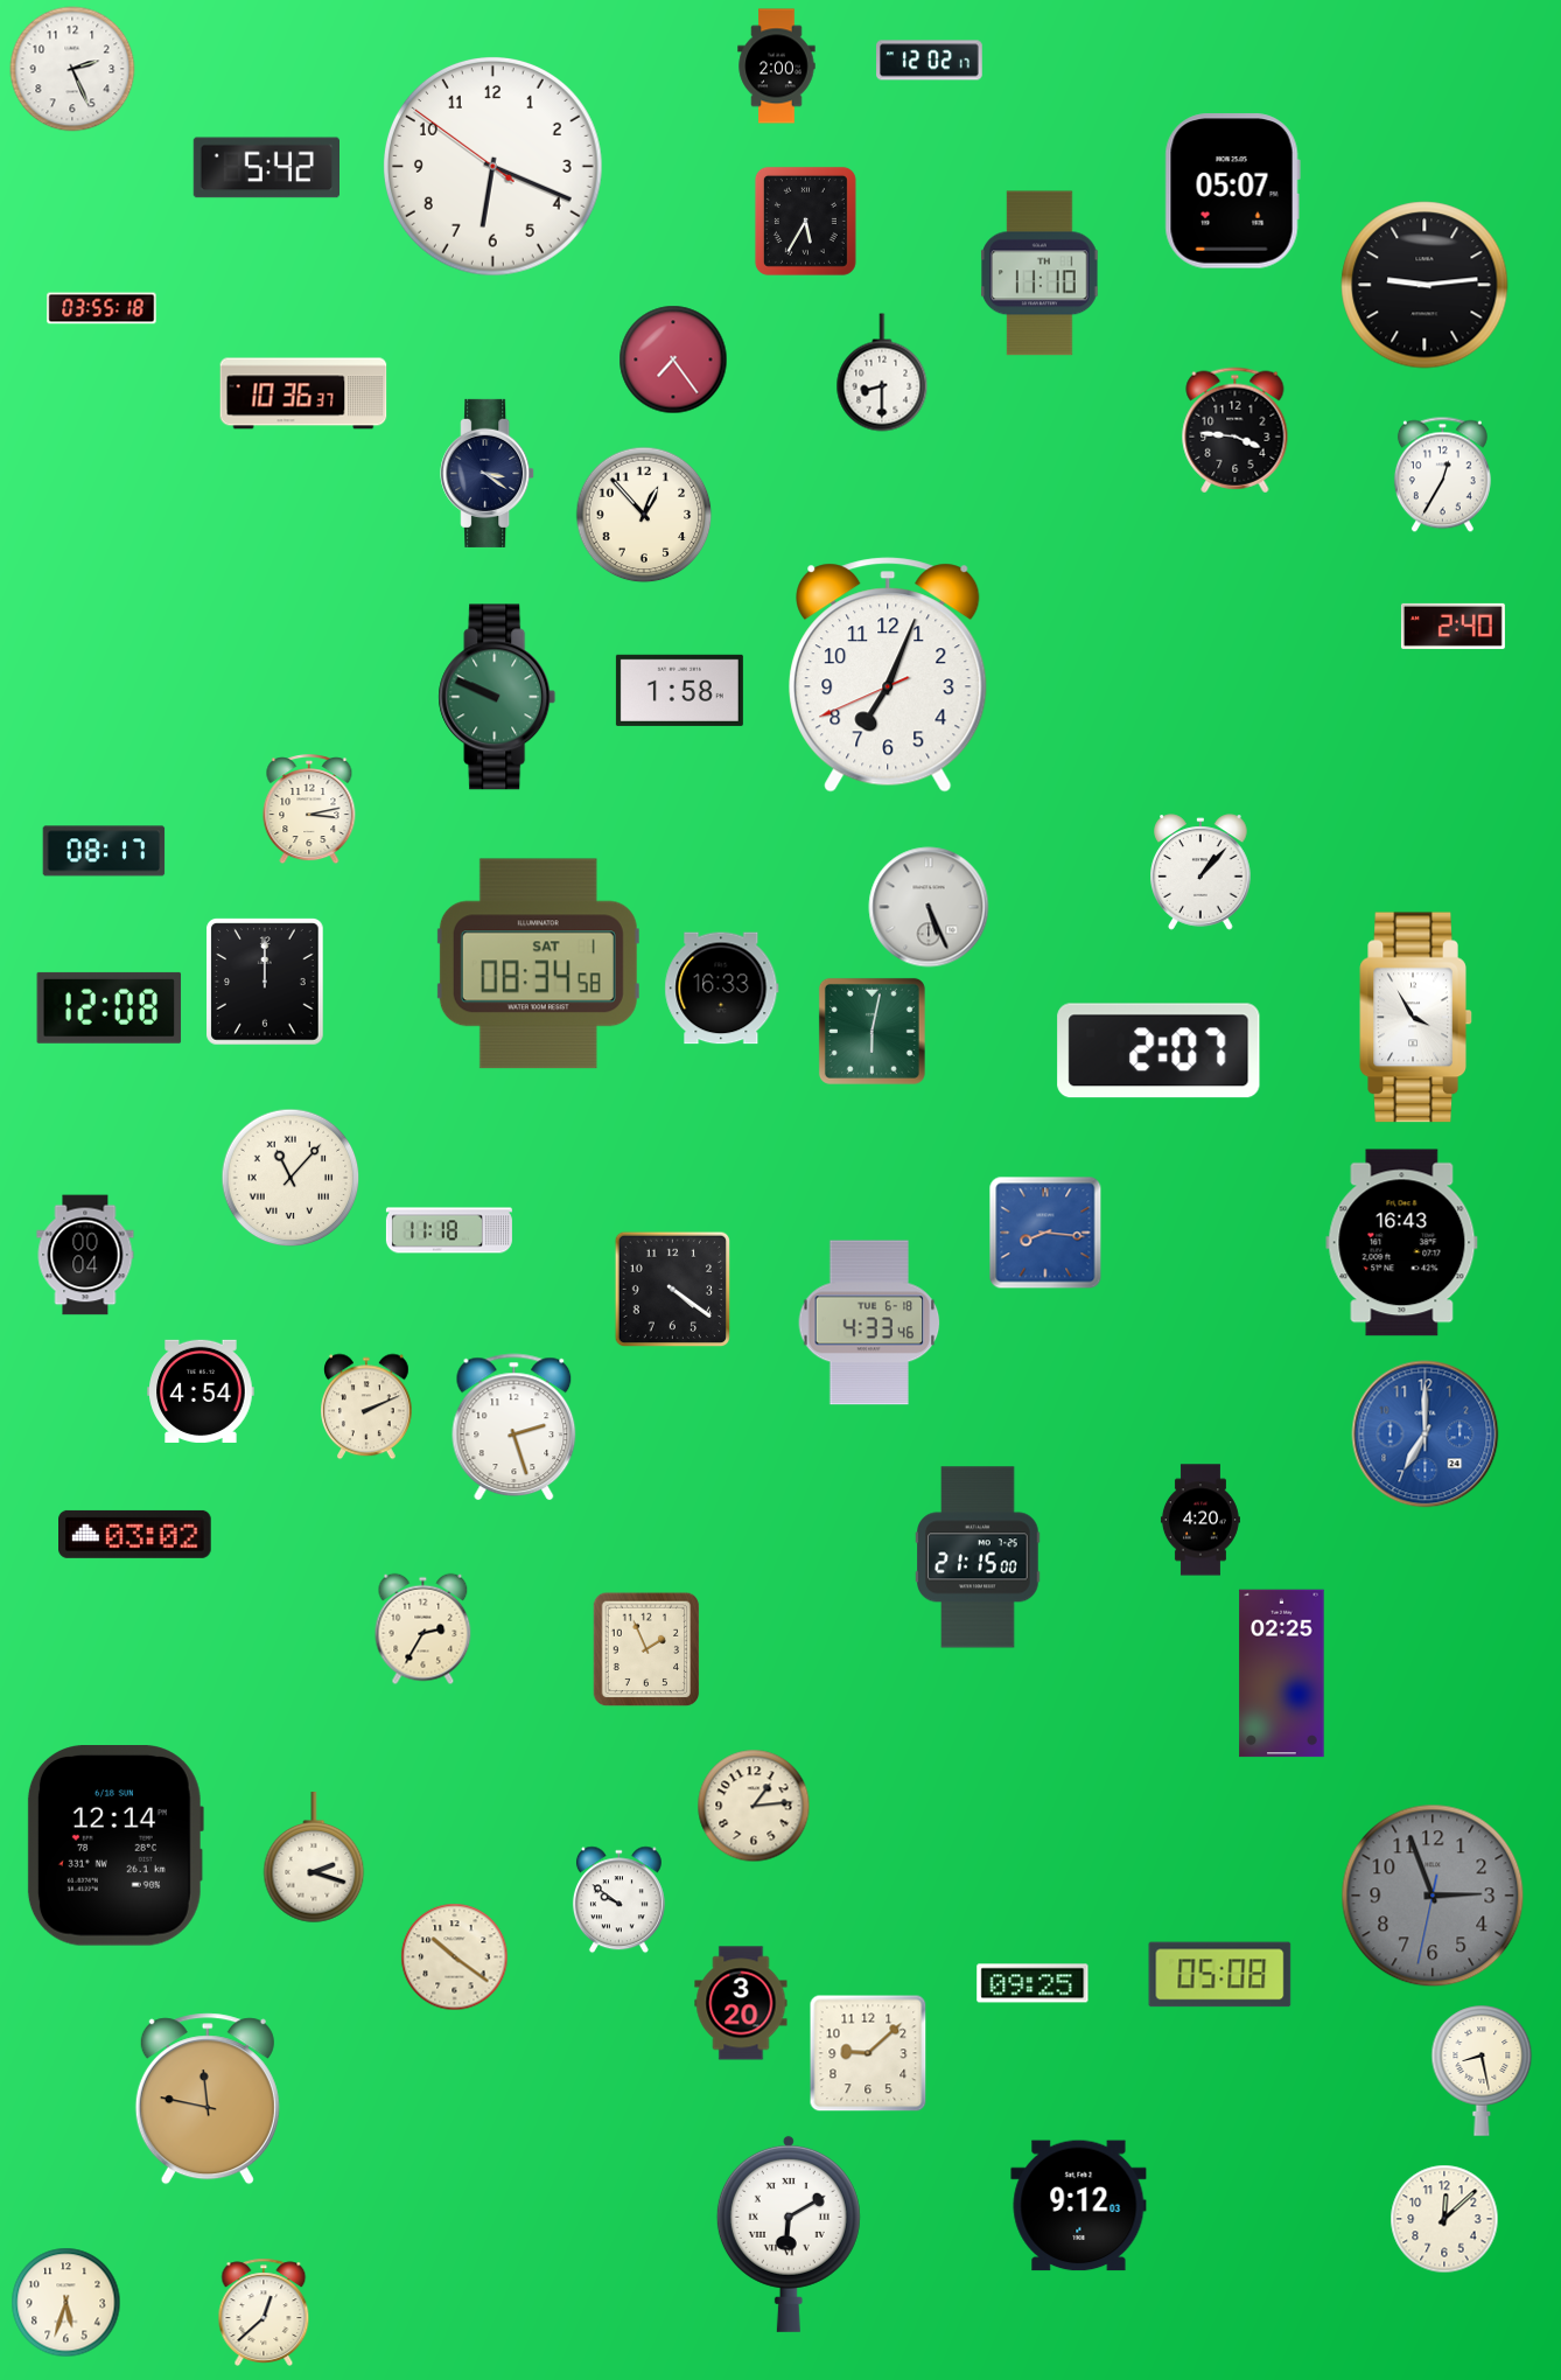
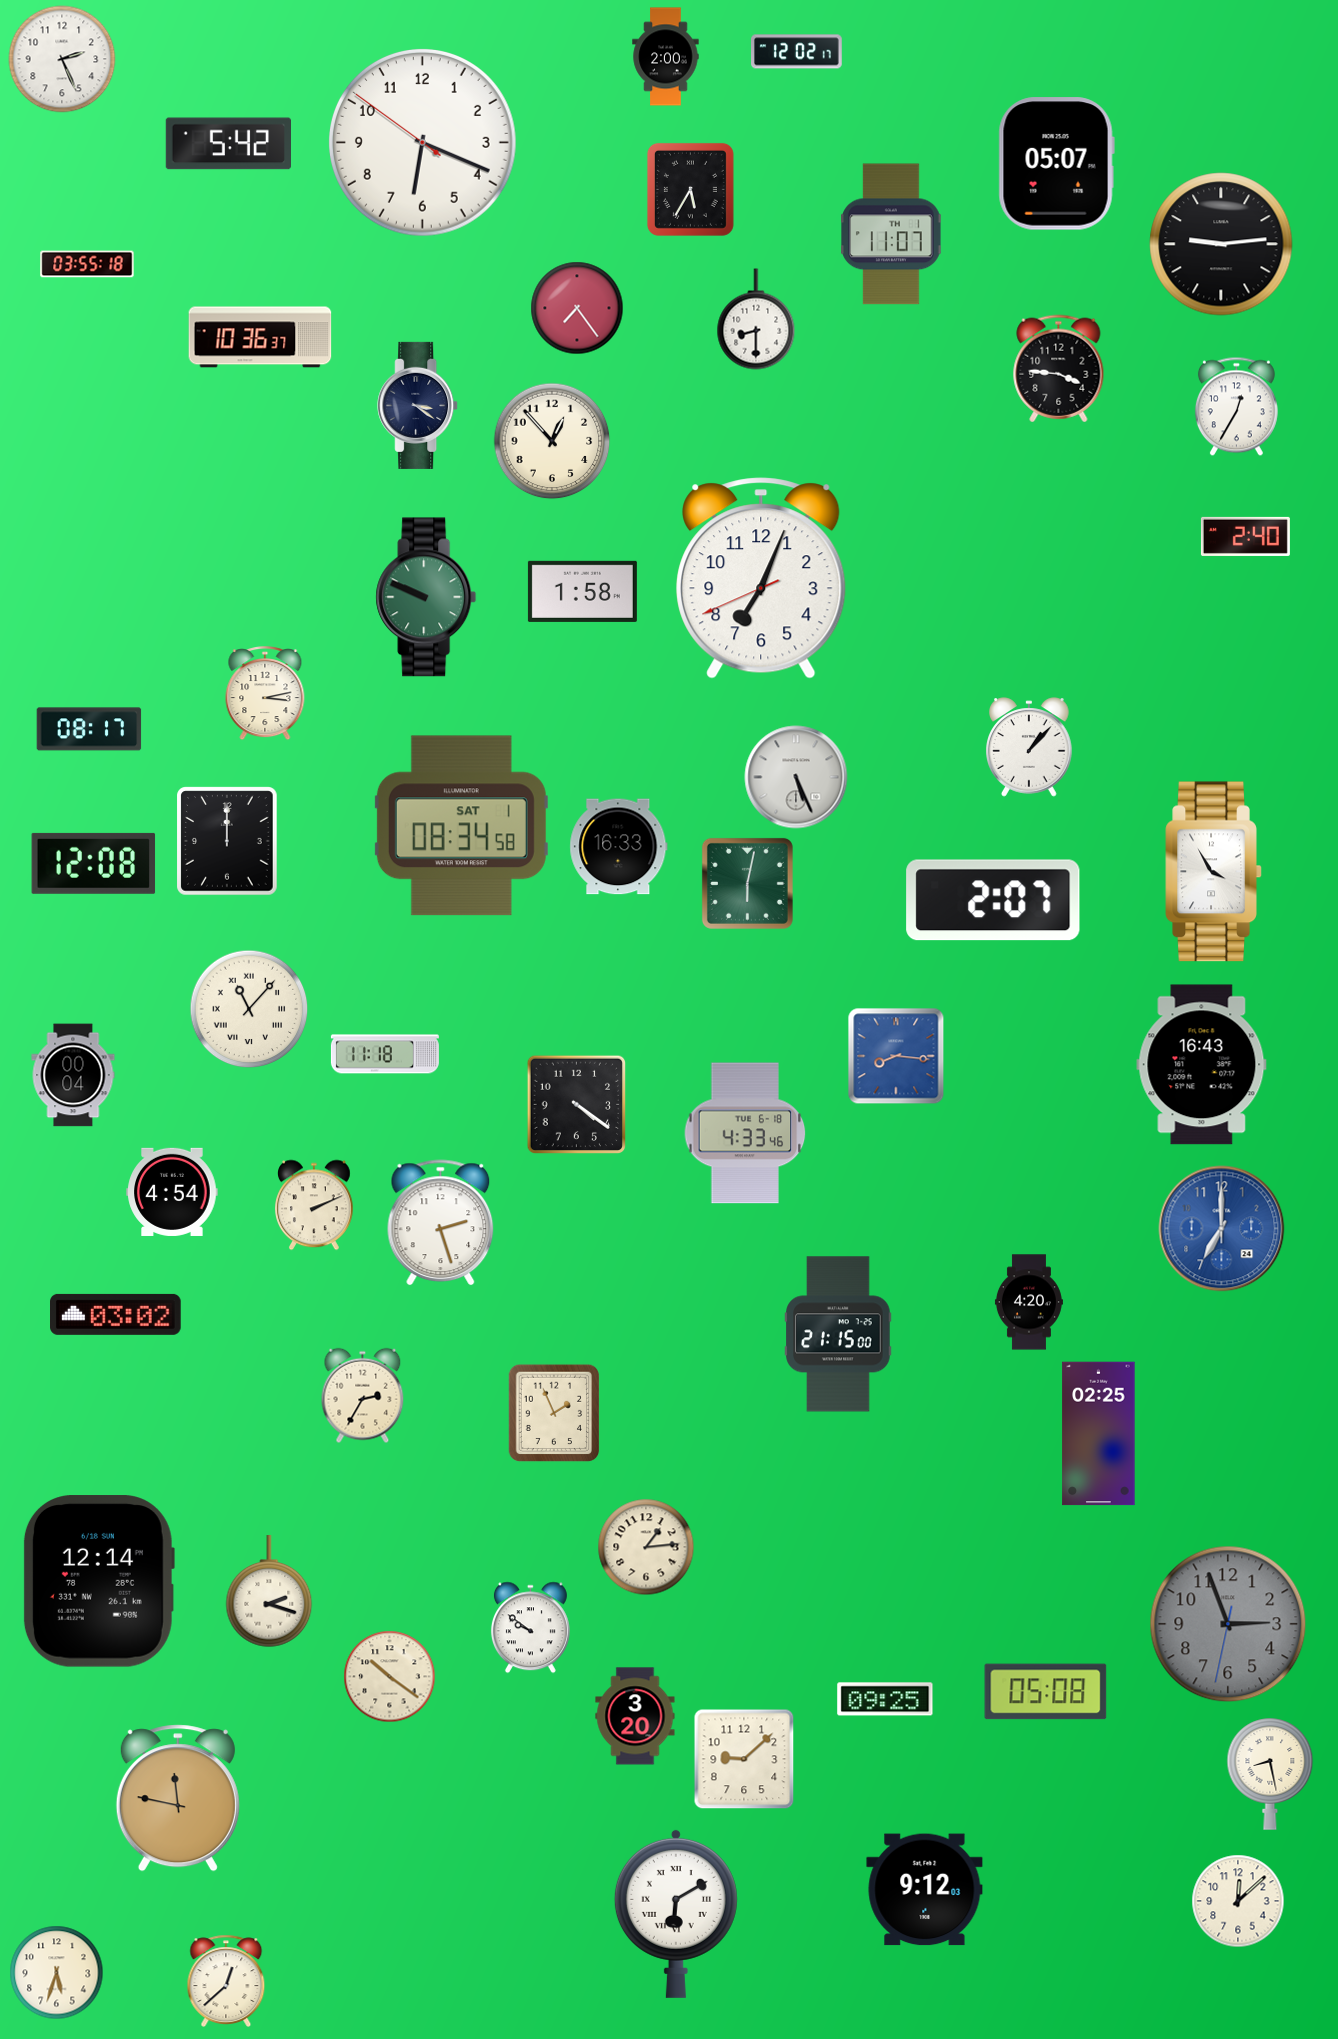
clock at (1039, 273): 11:10 -> 11:07
